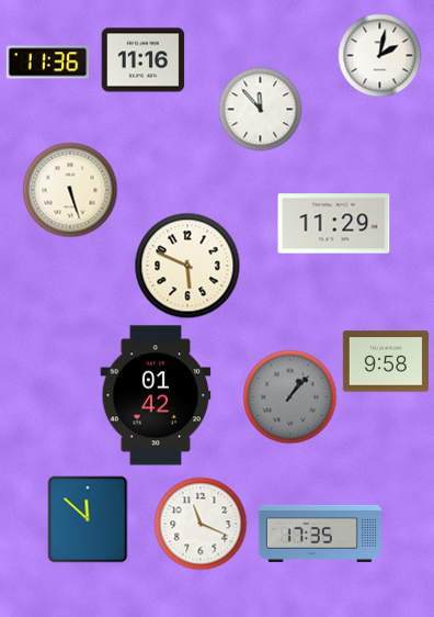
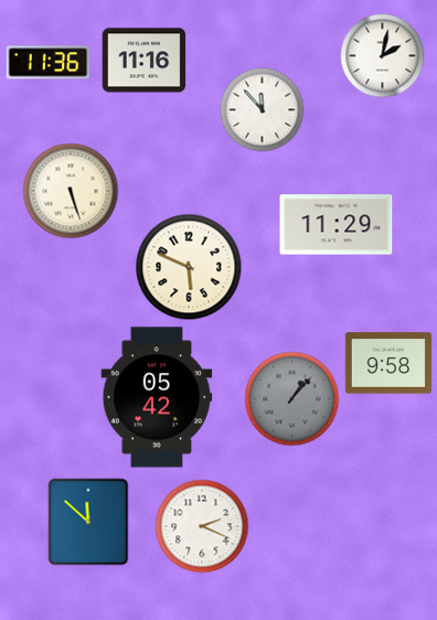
clock at (156, 395): 01:42 -> 05:42
clock at (201, 524): 11:19 -> 2:19
clock at (320, 534): 17:35 -> none
